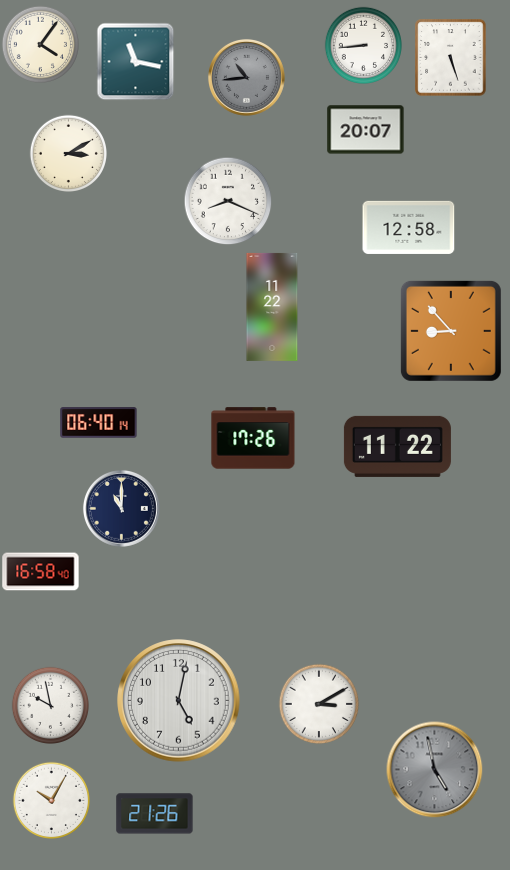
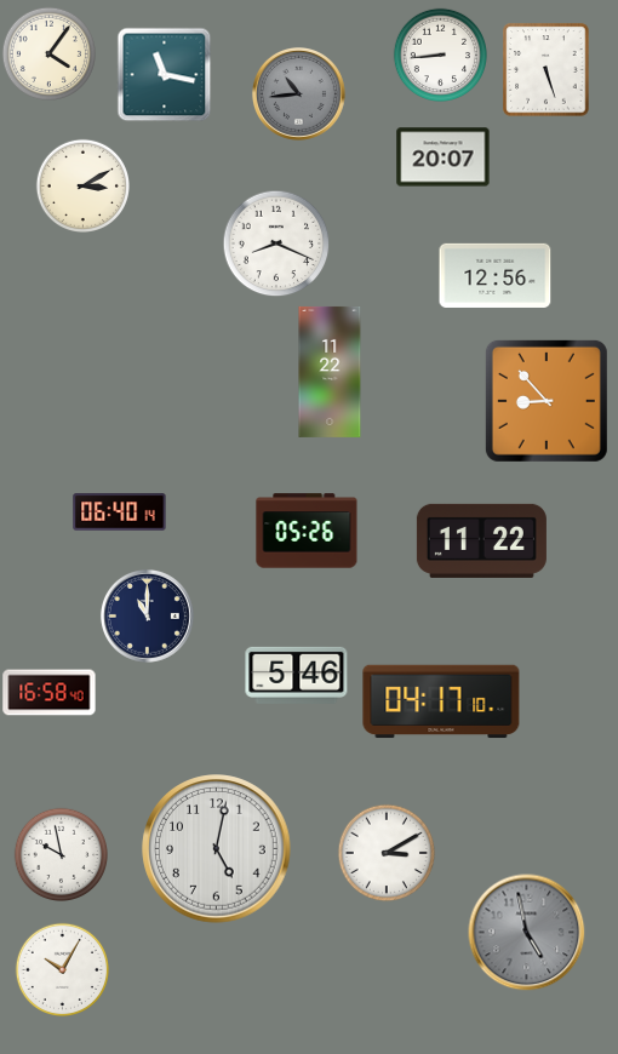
clock at (409, 227): 12:58 -> 12:56
clock at (253, 438): 17:26 -> 05:26
clock at (297, 675): none -> 5:46
clock at (441, 701): none -> 04:17
clock at (155, 814): 21:26 -> none
